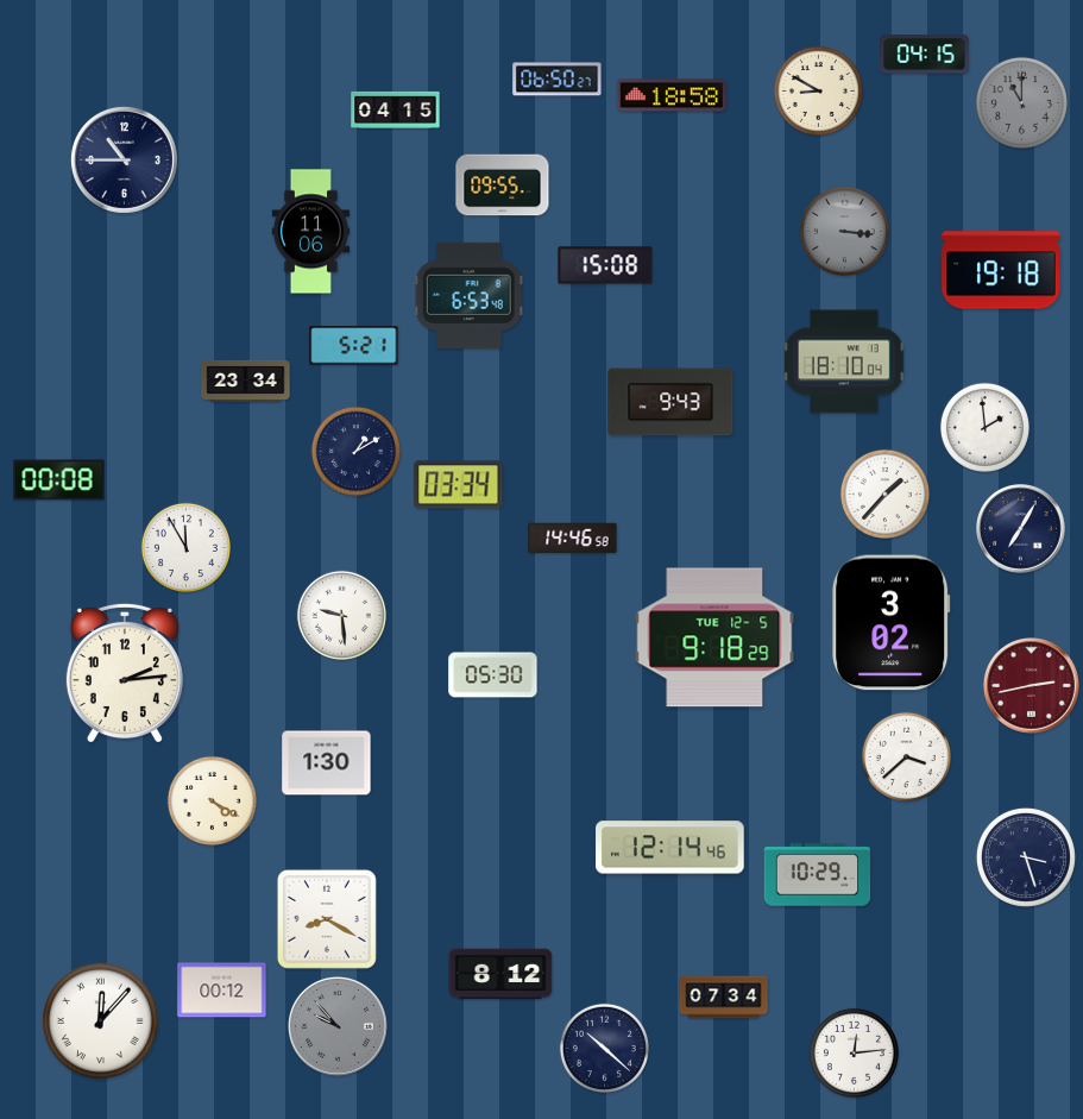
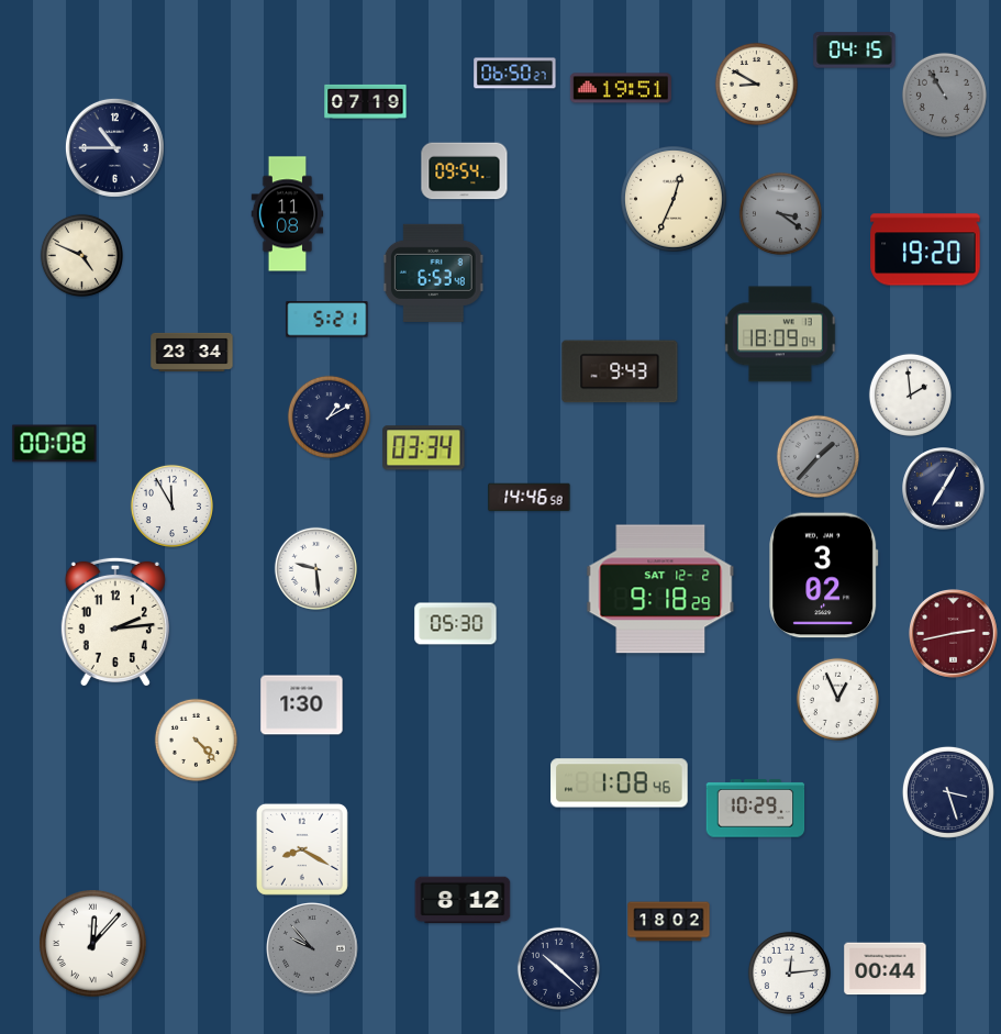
clock at (672, 95): 18:58 -> 19:51
clock at (1021, 102): 11:00 -> 10:55
clock at (396, 109): 04:15 -> 07:19
clock at (503, 186): 09:55 -> 09:54
clock at (675, 200): none -> 12:34
clock at (844, 231): 3:16 -> 3:21
clock at (311, 232): 11:06 -> 11:08
clock at (605, 265): 15:08 -> none
clock at (1001, 270): 19:18 -> 19:20
clock at (81, 255): none -> 4:49
clock at (844, 362): 18:10 -> 18:09
clock at (246, 381) position: (246, 381) -> (192, 352)
clock at (884, 494) dial: white -> grey
clock at (714, 637) date: TUE 12-5 -> SAT 12-2
clock at (906, 756): 3:38 -> 12:56
clock at (212, 800): 4:20 -> 4:23
clock at (670, 848): 12:14 -> 1:08
clock at (222, 991): 00:12 -> none
clock at (724, 998): 07:34 -> 18:02
clock at (886, 969): none -> 00:44
